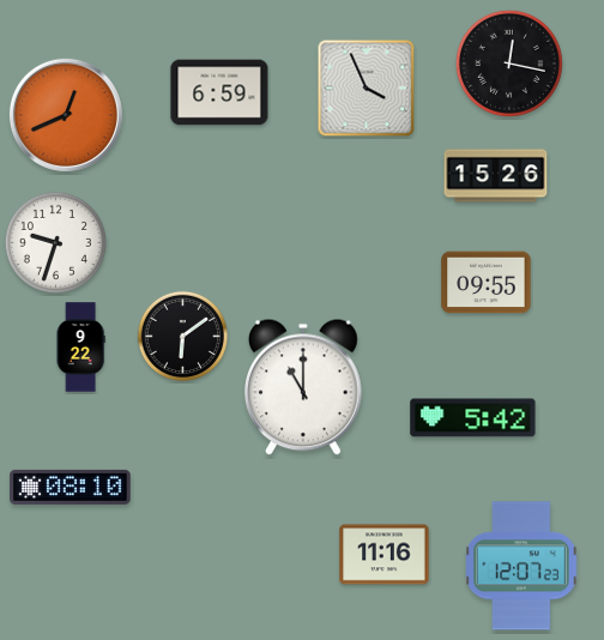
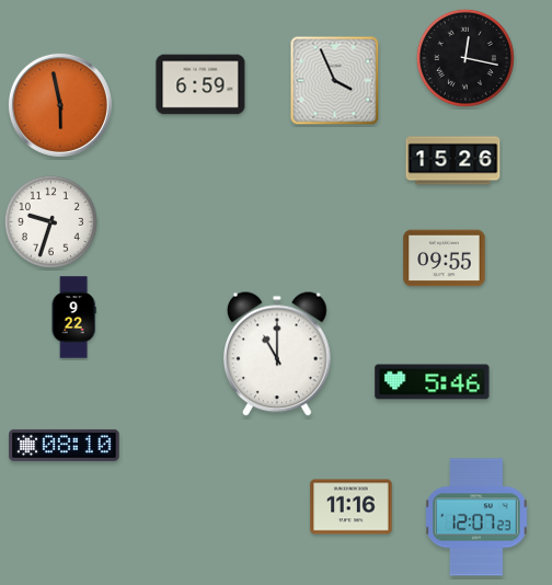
clock at (66, 115): 12:41 -> 5:58
clock at (182, 336): 6:09 -> none
clock at (473, 418): 5:42 -> 5:46
